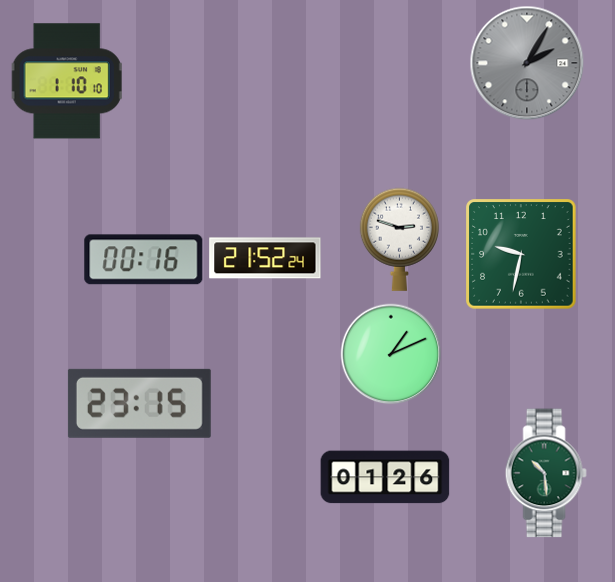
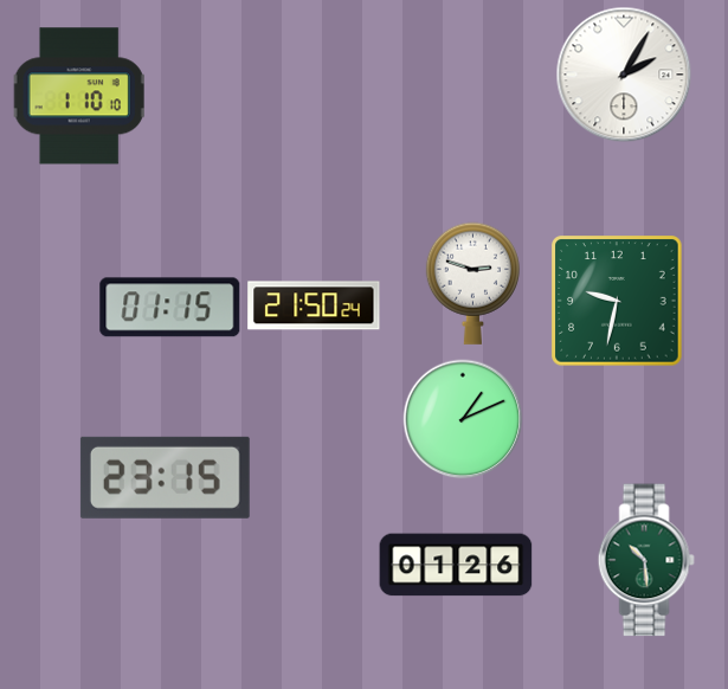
clock at (527, 63) dial: grey -> white
clock at (265, 258): 21:52 -> 21:50
clock at (144, 260): 00:16 -> 01:15
